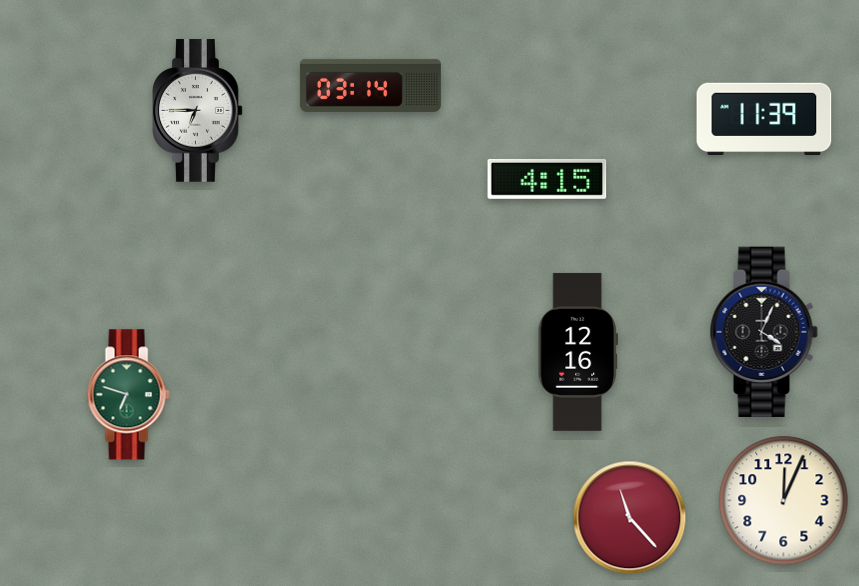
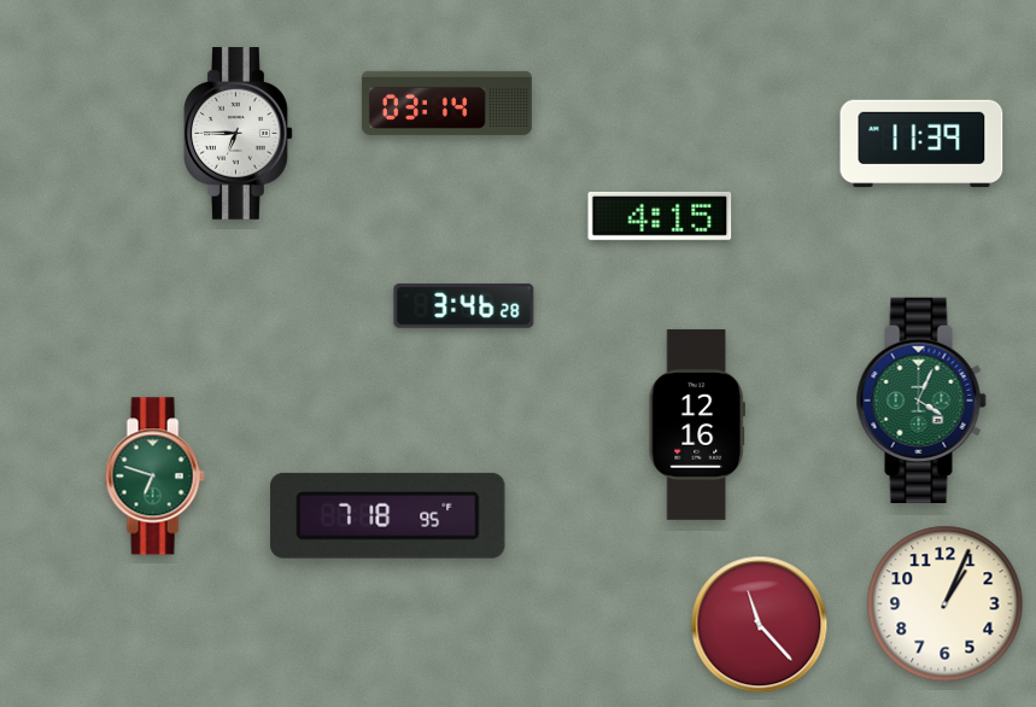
clock at (464, 305): none -> 3:46
clock at (764, 331) dial: black -> green
clock at (388, 515): none -> 7:18
clock at (784, 501): 12:04 -> 1:04
